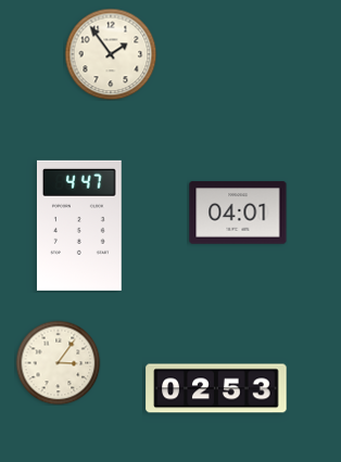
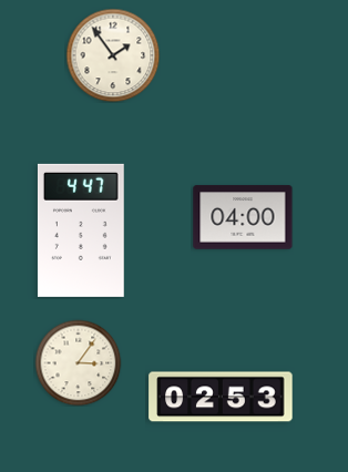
clock at (238, 213): 04:01 -> 04:00
clock at (58, 362) position: (58, 362) -> (78, 362)
